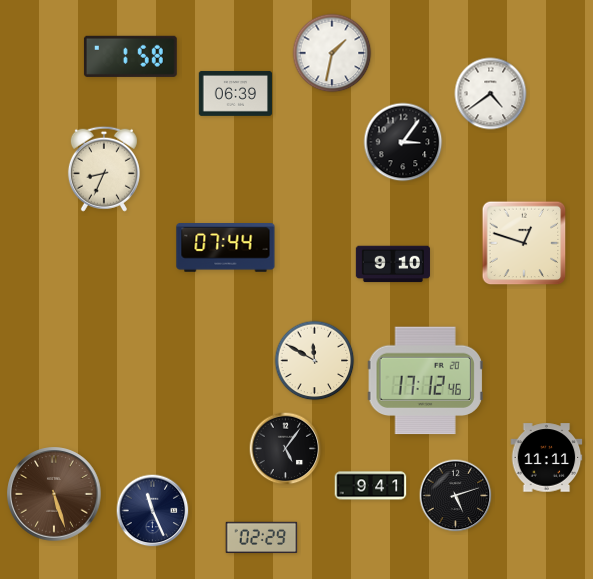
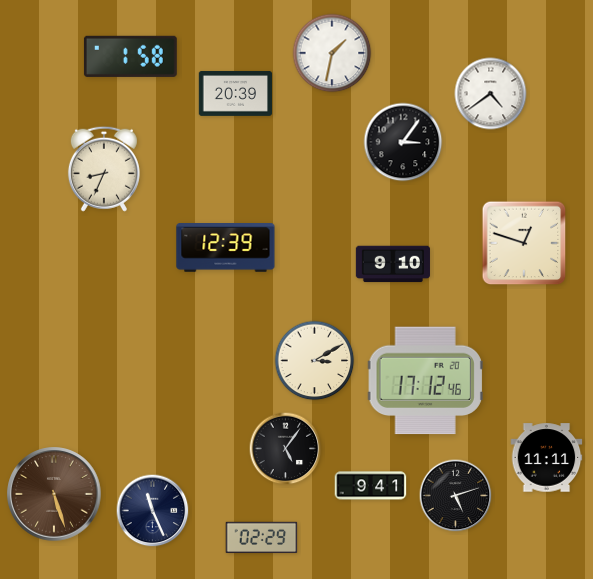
clock at (236, 93): 06:39 -> 20:39
clock at (226, 248): 07:44 -> 12:39
clock at (315, 361): 11:50 -> 3:10
